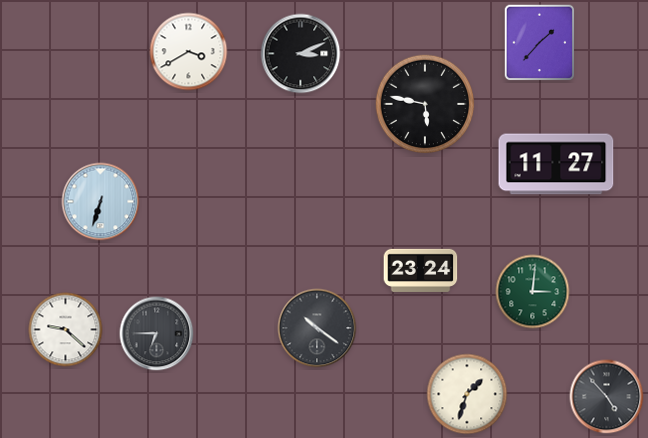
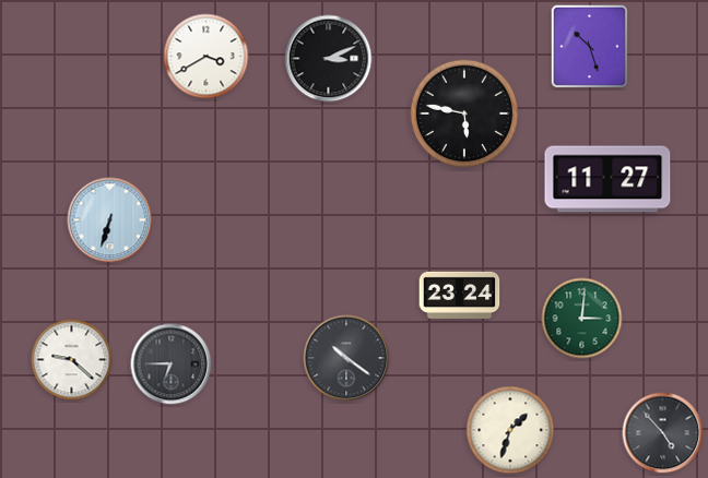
clock at (540, 43): 1:37 -> 10:27
